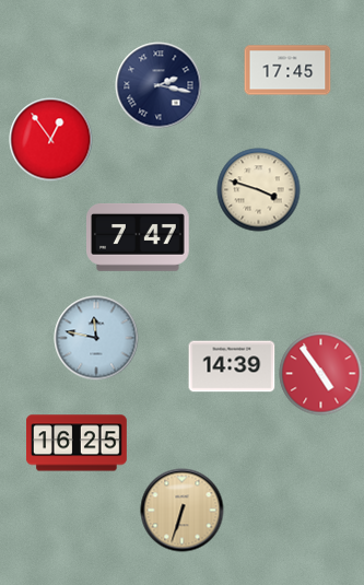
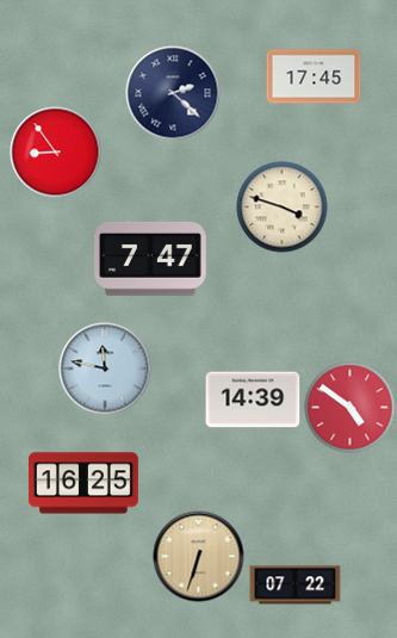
clock at (158, 85): 2:17 -> 2:22
clock at (51, 140): 12:54 -> 8:54
clock at (321, 374): 4:54 -> 4:51
clock at (296, 586): none -> 07:22
